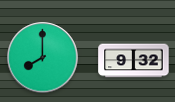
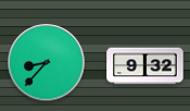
clock at (43, 58): 8:00 -> 8:37
